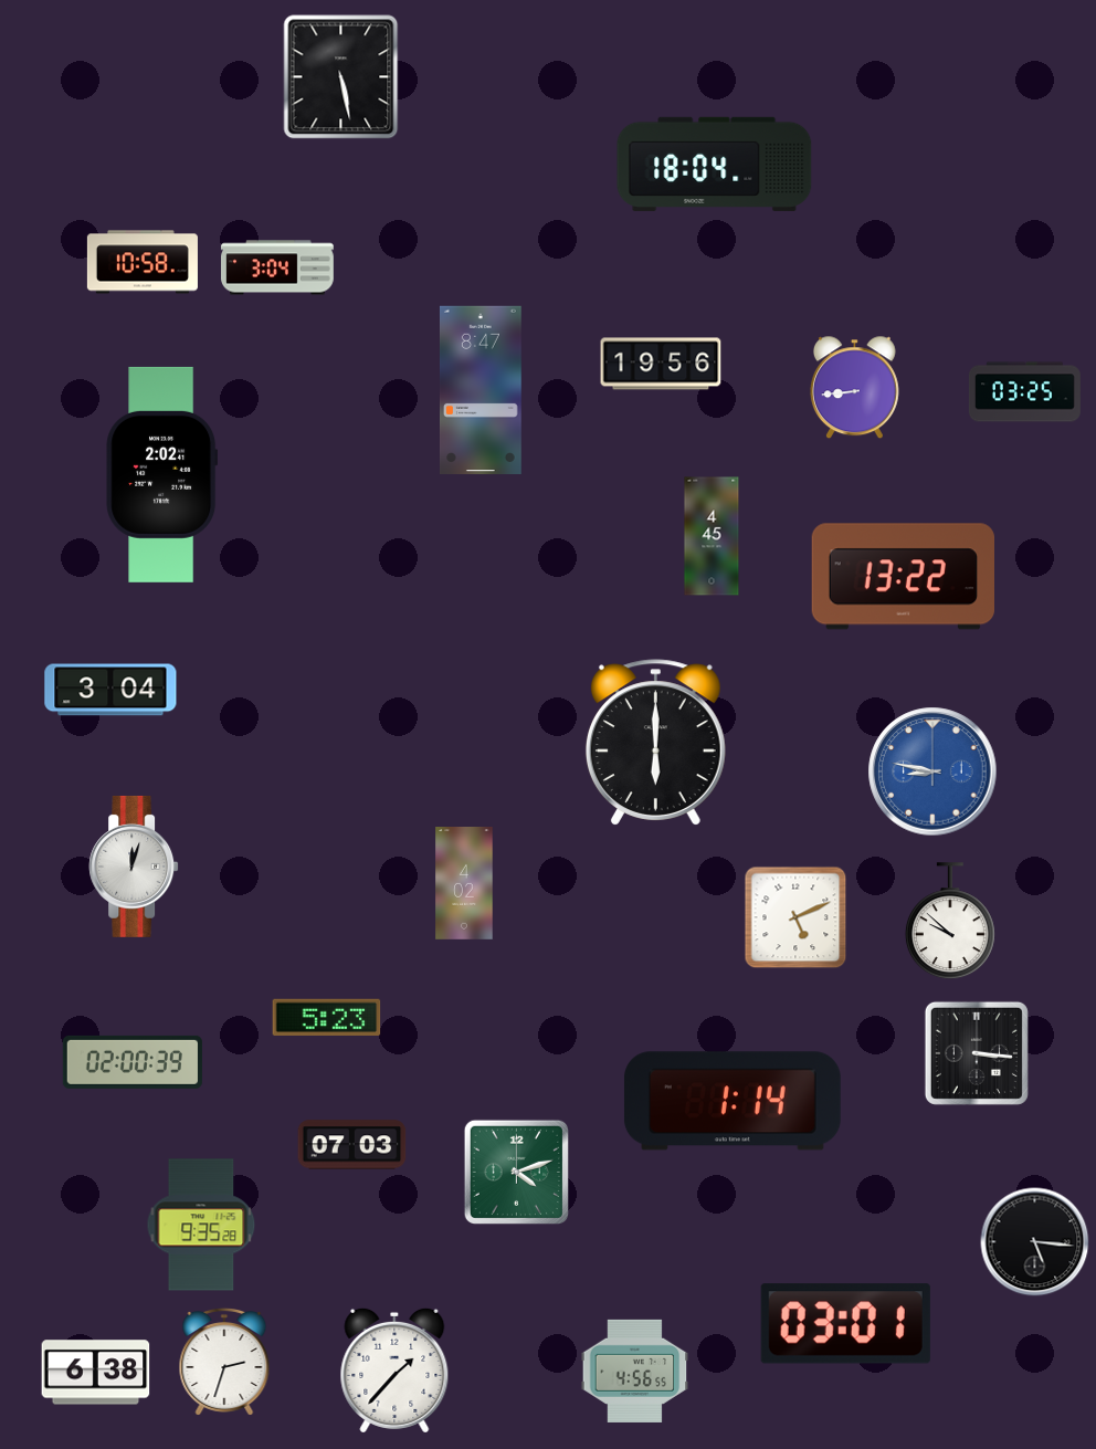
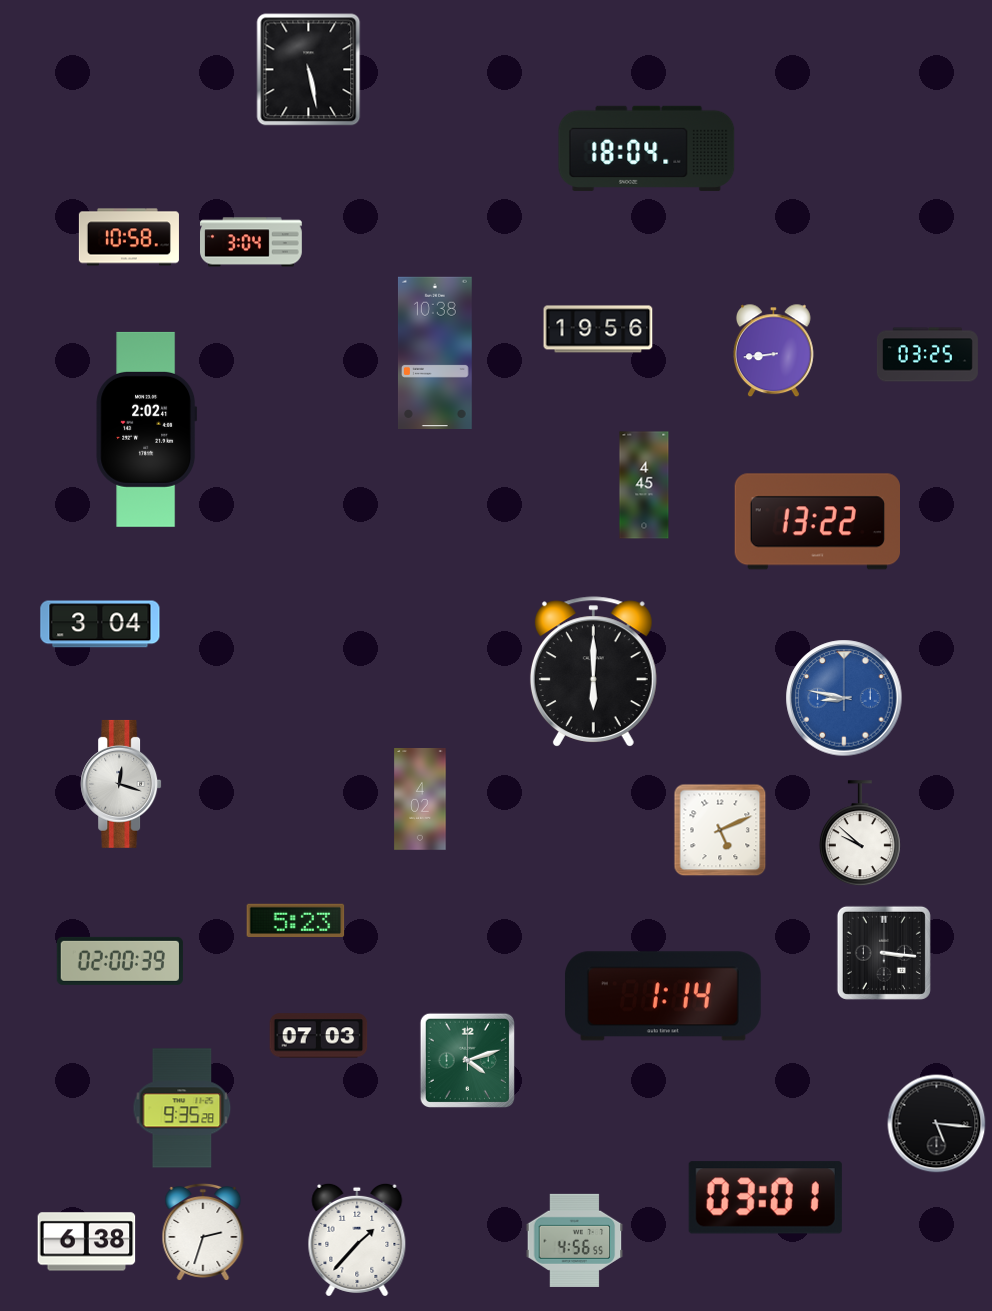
clock at (481, 389): 8:47 -> 10:38
clock at (134, 867): 12:03 -> 12:18
